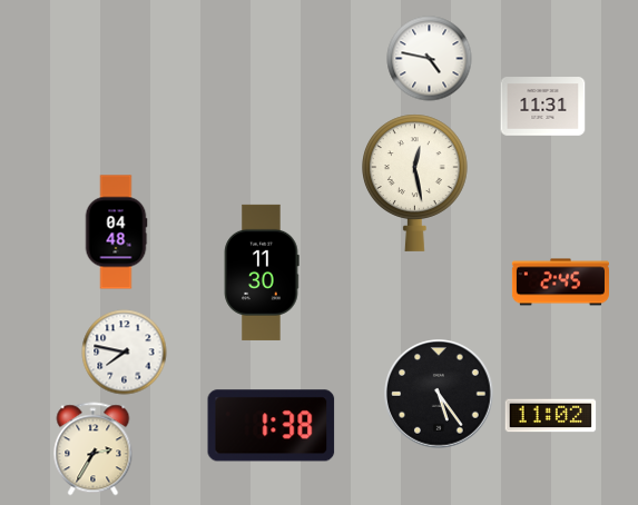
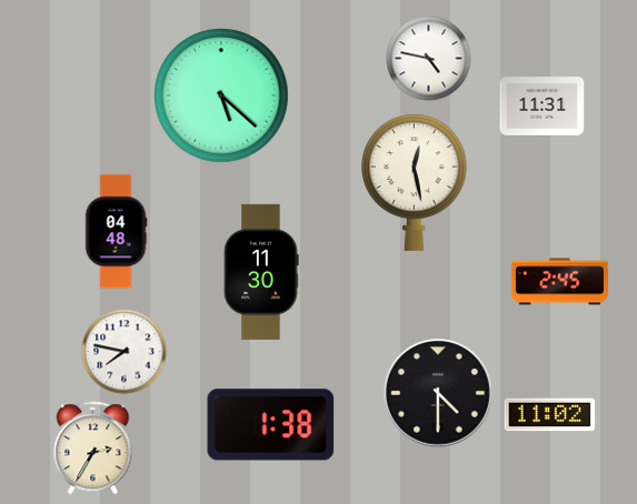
clock at (221, 95): none -> 5:22
clock at (439, 394): 5:24 -> 4:30
